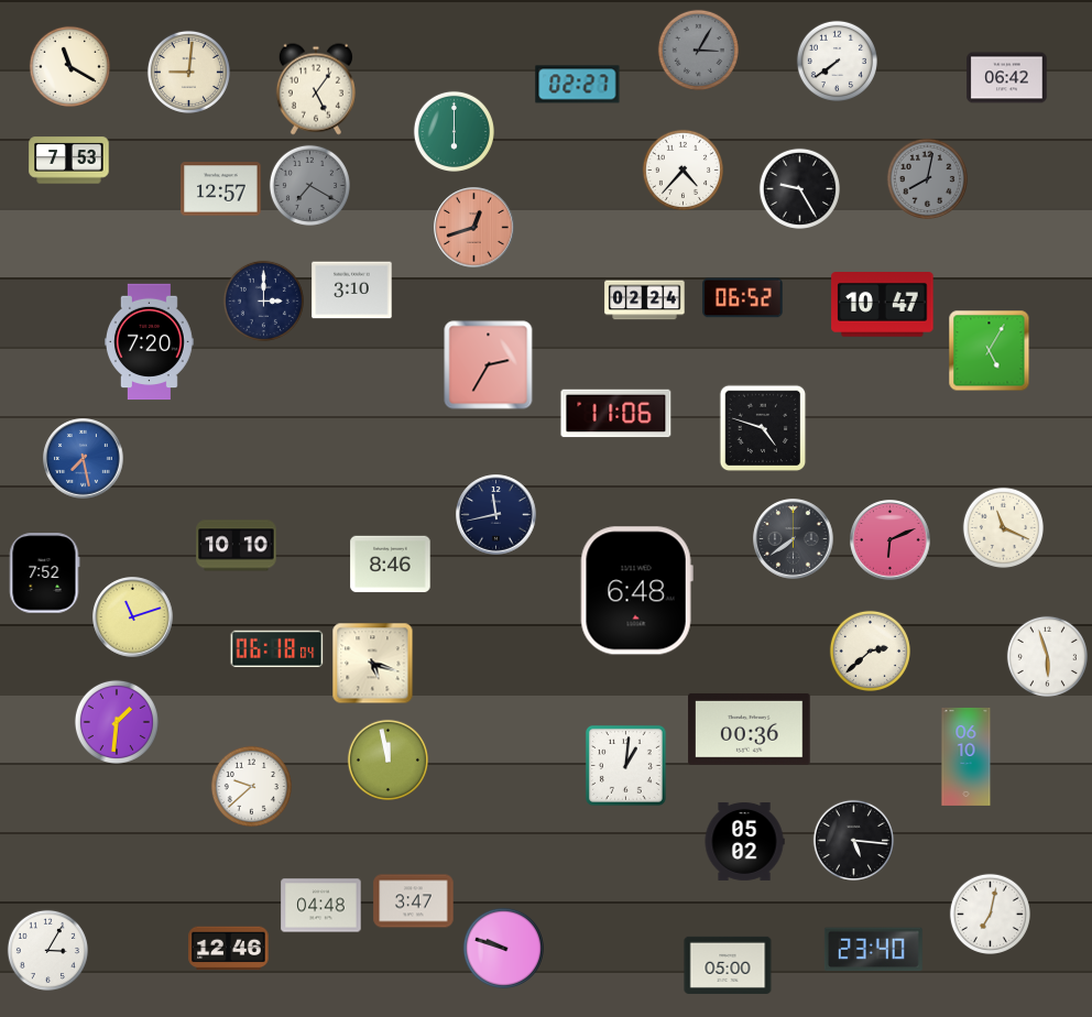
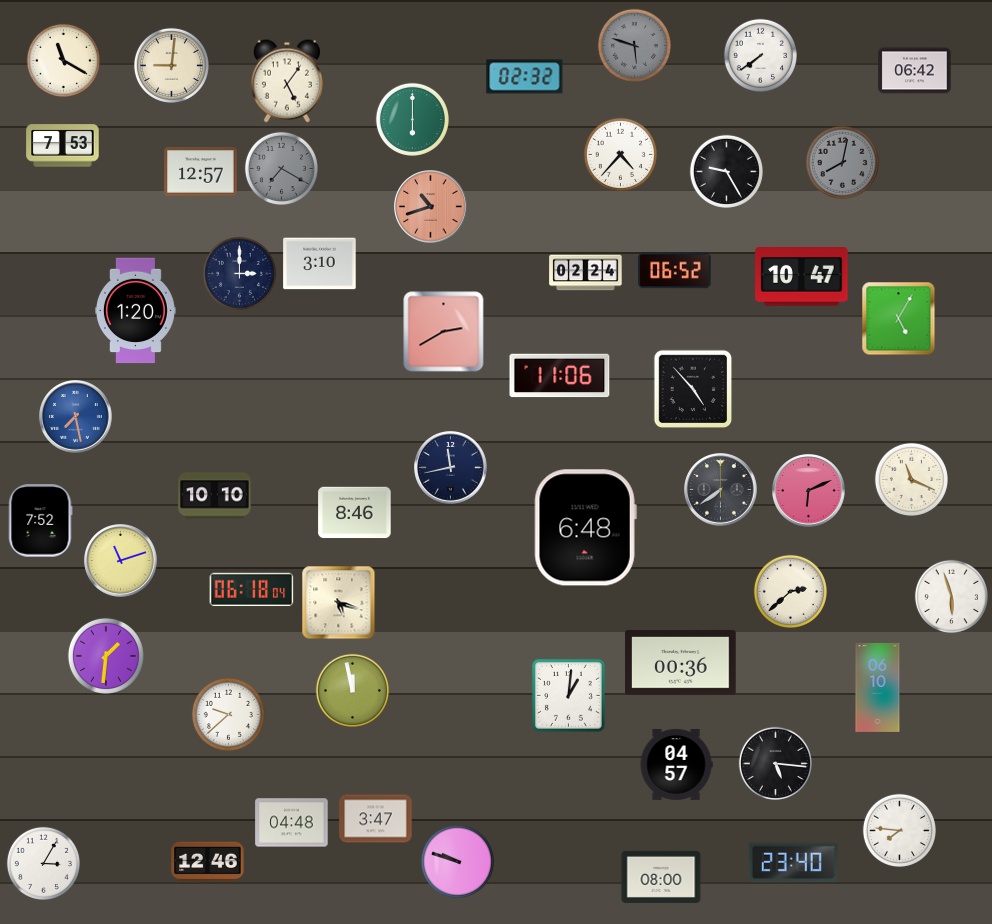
clock at (698, 50): 3:05 -> 5:48
clock at (578, 85): 02:27 -> 02:32
clock at (474, 228): 12:42 -> 10:42
clock at (150, 342): 7:20 -> 1:20
clock at (489, 365): 2:35 -> 2:40
clock at (763, 428): 4:48 -> 4:53
clock at (636, 591) position: (636, 591) -> (585, 528)
clock at (744, 841): 05:02 -> 04:57
clock at (990, 914): 7:02 -> 7:46
clock at (728, 965): 05:00 -> 08:00
